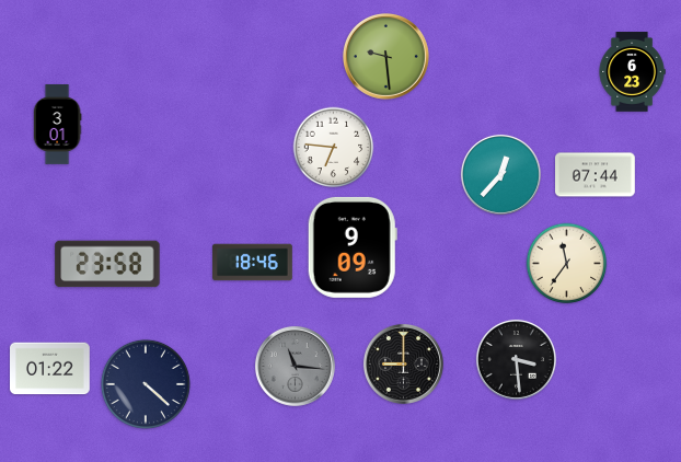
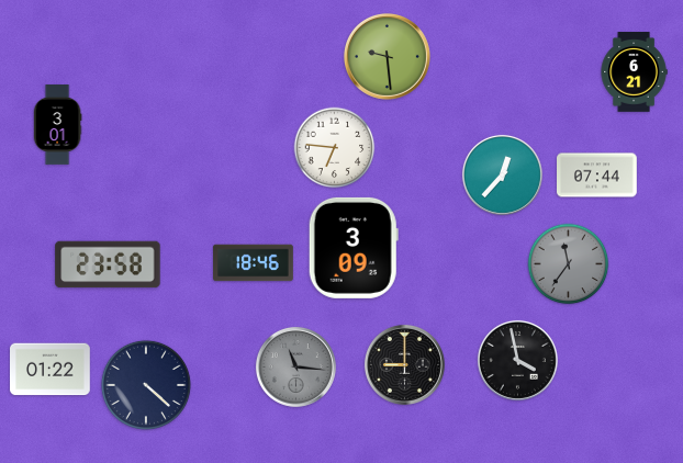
clock at (632, 72): 6:23 -> 6:21
clock at (353, 247): 9:09 -> 3:09
clock at (567, 264) dial: cream -> grey
clock at (516, 359): 3:29 -> 3:58
